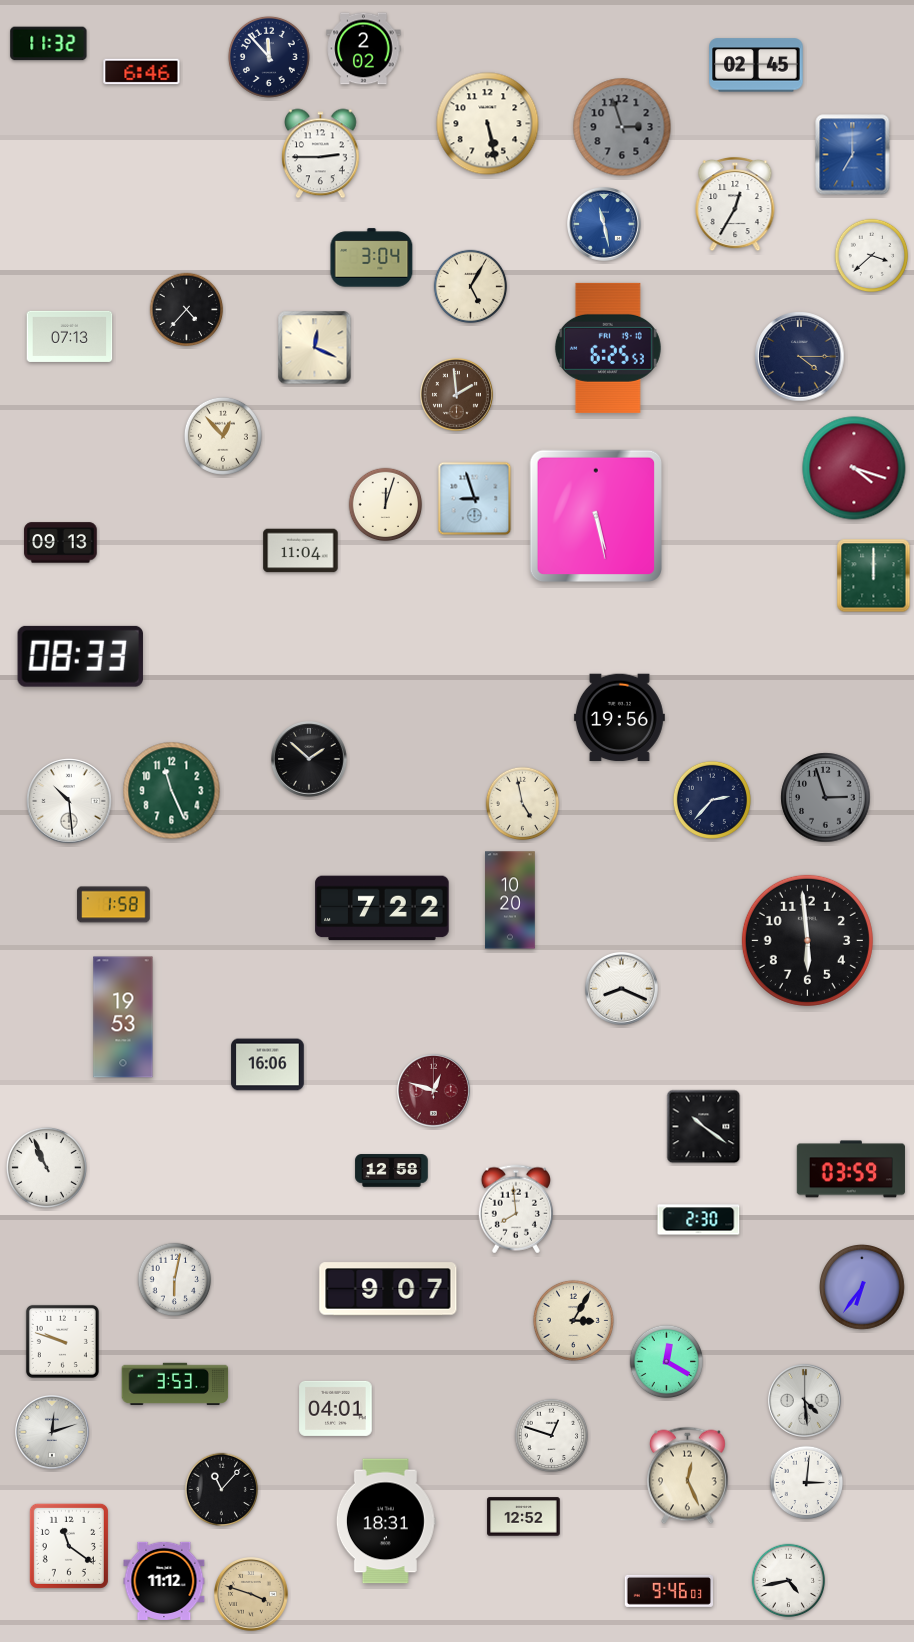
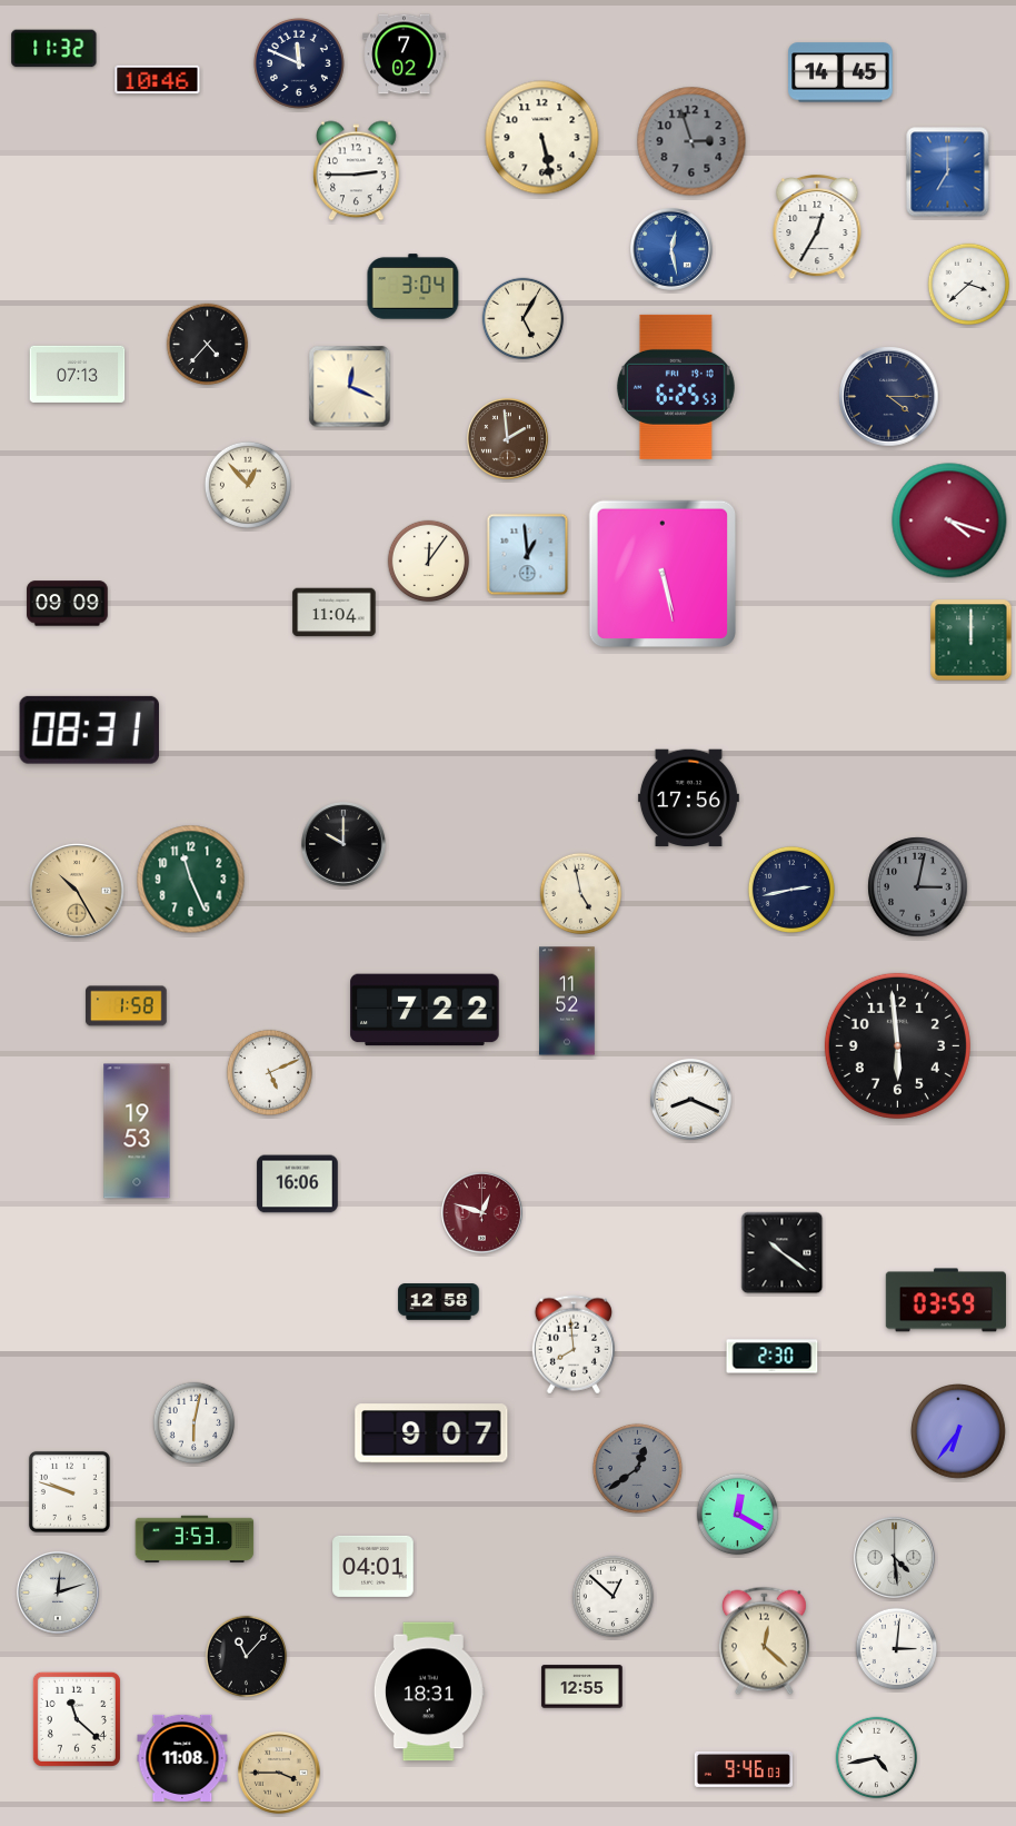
clock at (364, 49): 2:02 -> 7:02
clock at (269, 57): 11:53 -> 11:49
clock at (756, 65): 02:45 -> 14:45
clock at (142, 72): 6:46 -> 10:46
clock at (605, 225): 11:28 -> 12:28
clock at (475, 499): 8:57 -> 12:59
clock at (386, 505): 12:03 -> 12:06
clock at (61, 543): 09:13 -> 09:09
clock at (80, 656): 08:33 -> 08:31
clock at (619, 718): 19:56 -> 17:56
clock at (310, 760): 1:52 -> 10:00
clock at (826, 798): 2:57 -> 3:02
clock at (712, 800): 2:37 -> 2:43
clock at (69, 801): 10:29 -> 10:25
clock at (69, 801) dial: white -> champagne
clock at (510, 900): 10:20 -> 11:52
clock at (269, 1072): none -> 5:11
clock at (46, 1167): 10:56 -> none
clock at (392, 1171) position: (392, 1171) -> (439, 1302)
clock at (699, 1220) position: (699, 1220) -> (773, 1357)
clock at (573, 1320): 3:05 -> 12:39
clock at (573, 1320) dial: cream -> grey
clock at (667, 1362) position: (667, 1362) -> (738, 1515)
clock at (552, 1436): 12:48 -> 12:52
clock at (688, 1476): 12:26 -> 12:22
clock at (524, 1517): 12:52 -> 12:55
clock at (69, 1546): 11:21 -> 11:22
clock at (164, 1581): 11:12 -> 11:08
clock at (252, 1595): 3:48 -> 3:45
